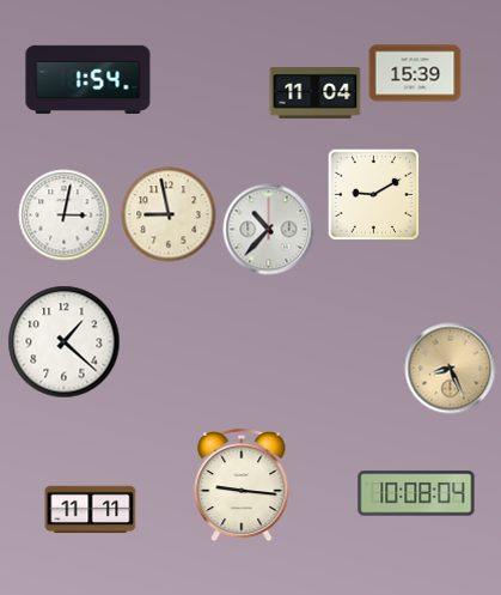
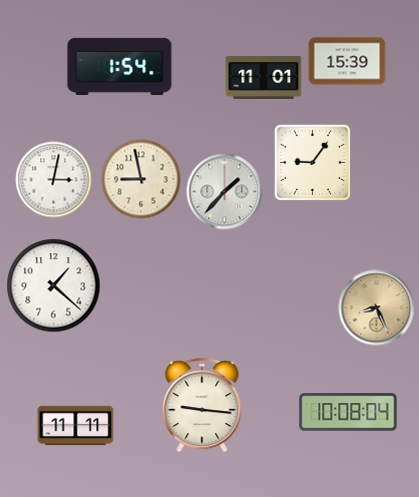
clock at (88, 79) position: (88, 79) -> (120, 66)
clock at (316, 92): 11:04 -> 11:01
clock at (373, 194): 9:10 -> 9:06
clock at (269, 230): 10:37 -> 1:37
